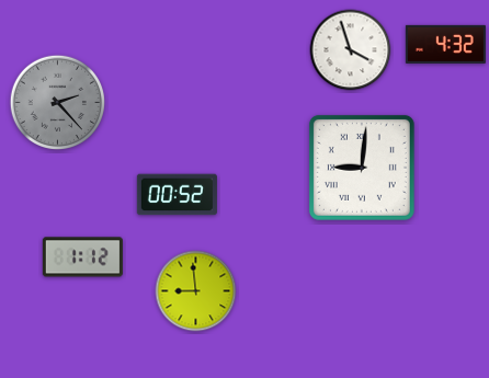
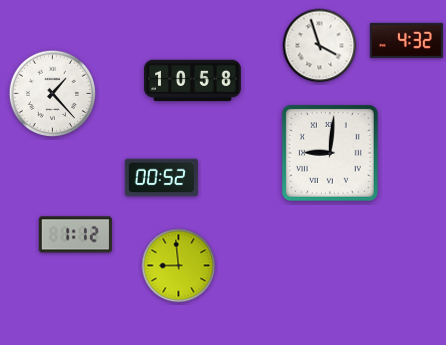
clock at (193, 81): none -> 10:58
clock at (57, 102): 2:23 -> 1:23
clock at (57, 102) dial: grey -> white
